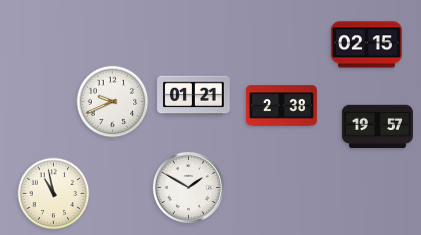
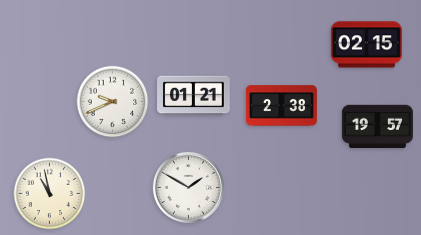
clock at (54, 194) position: (54, 194) -> (50, 194)
